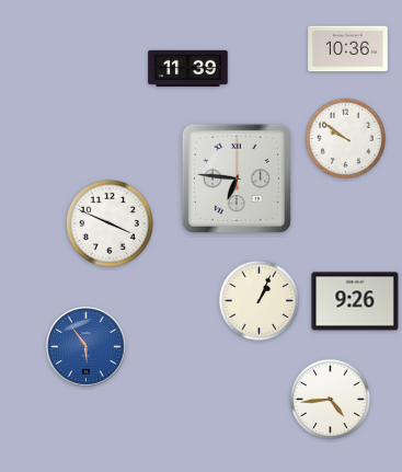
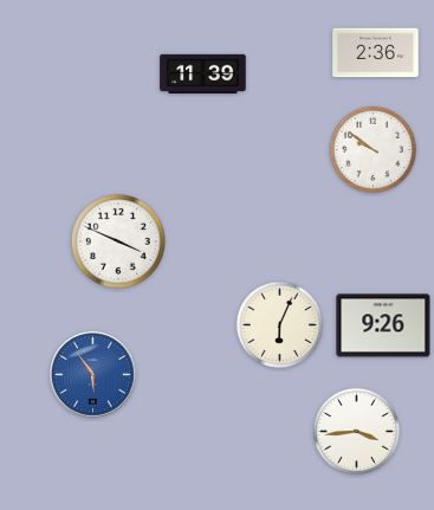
clock at (348, 49): 10:36 -> 2:36
clock at (237, 179): 6:46 -> none
clock at (259, 300): 1:04 -> 6:04
clock at (330, 399): 4:44 -> 3:44
